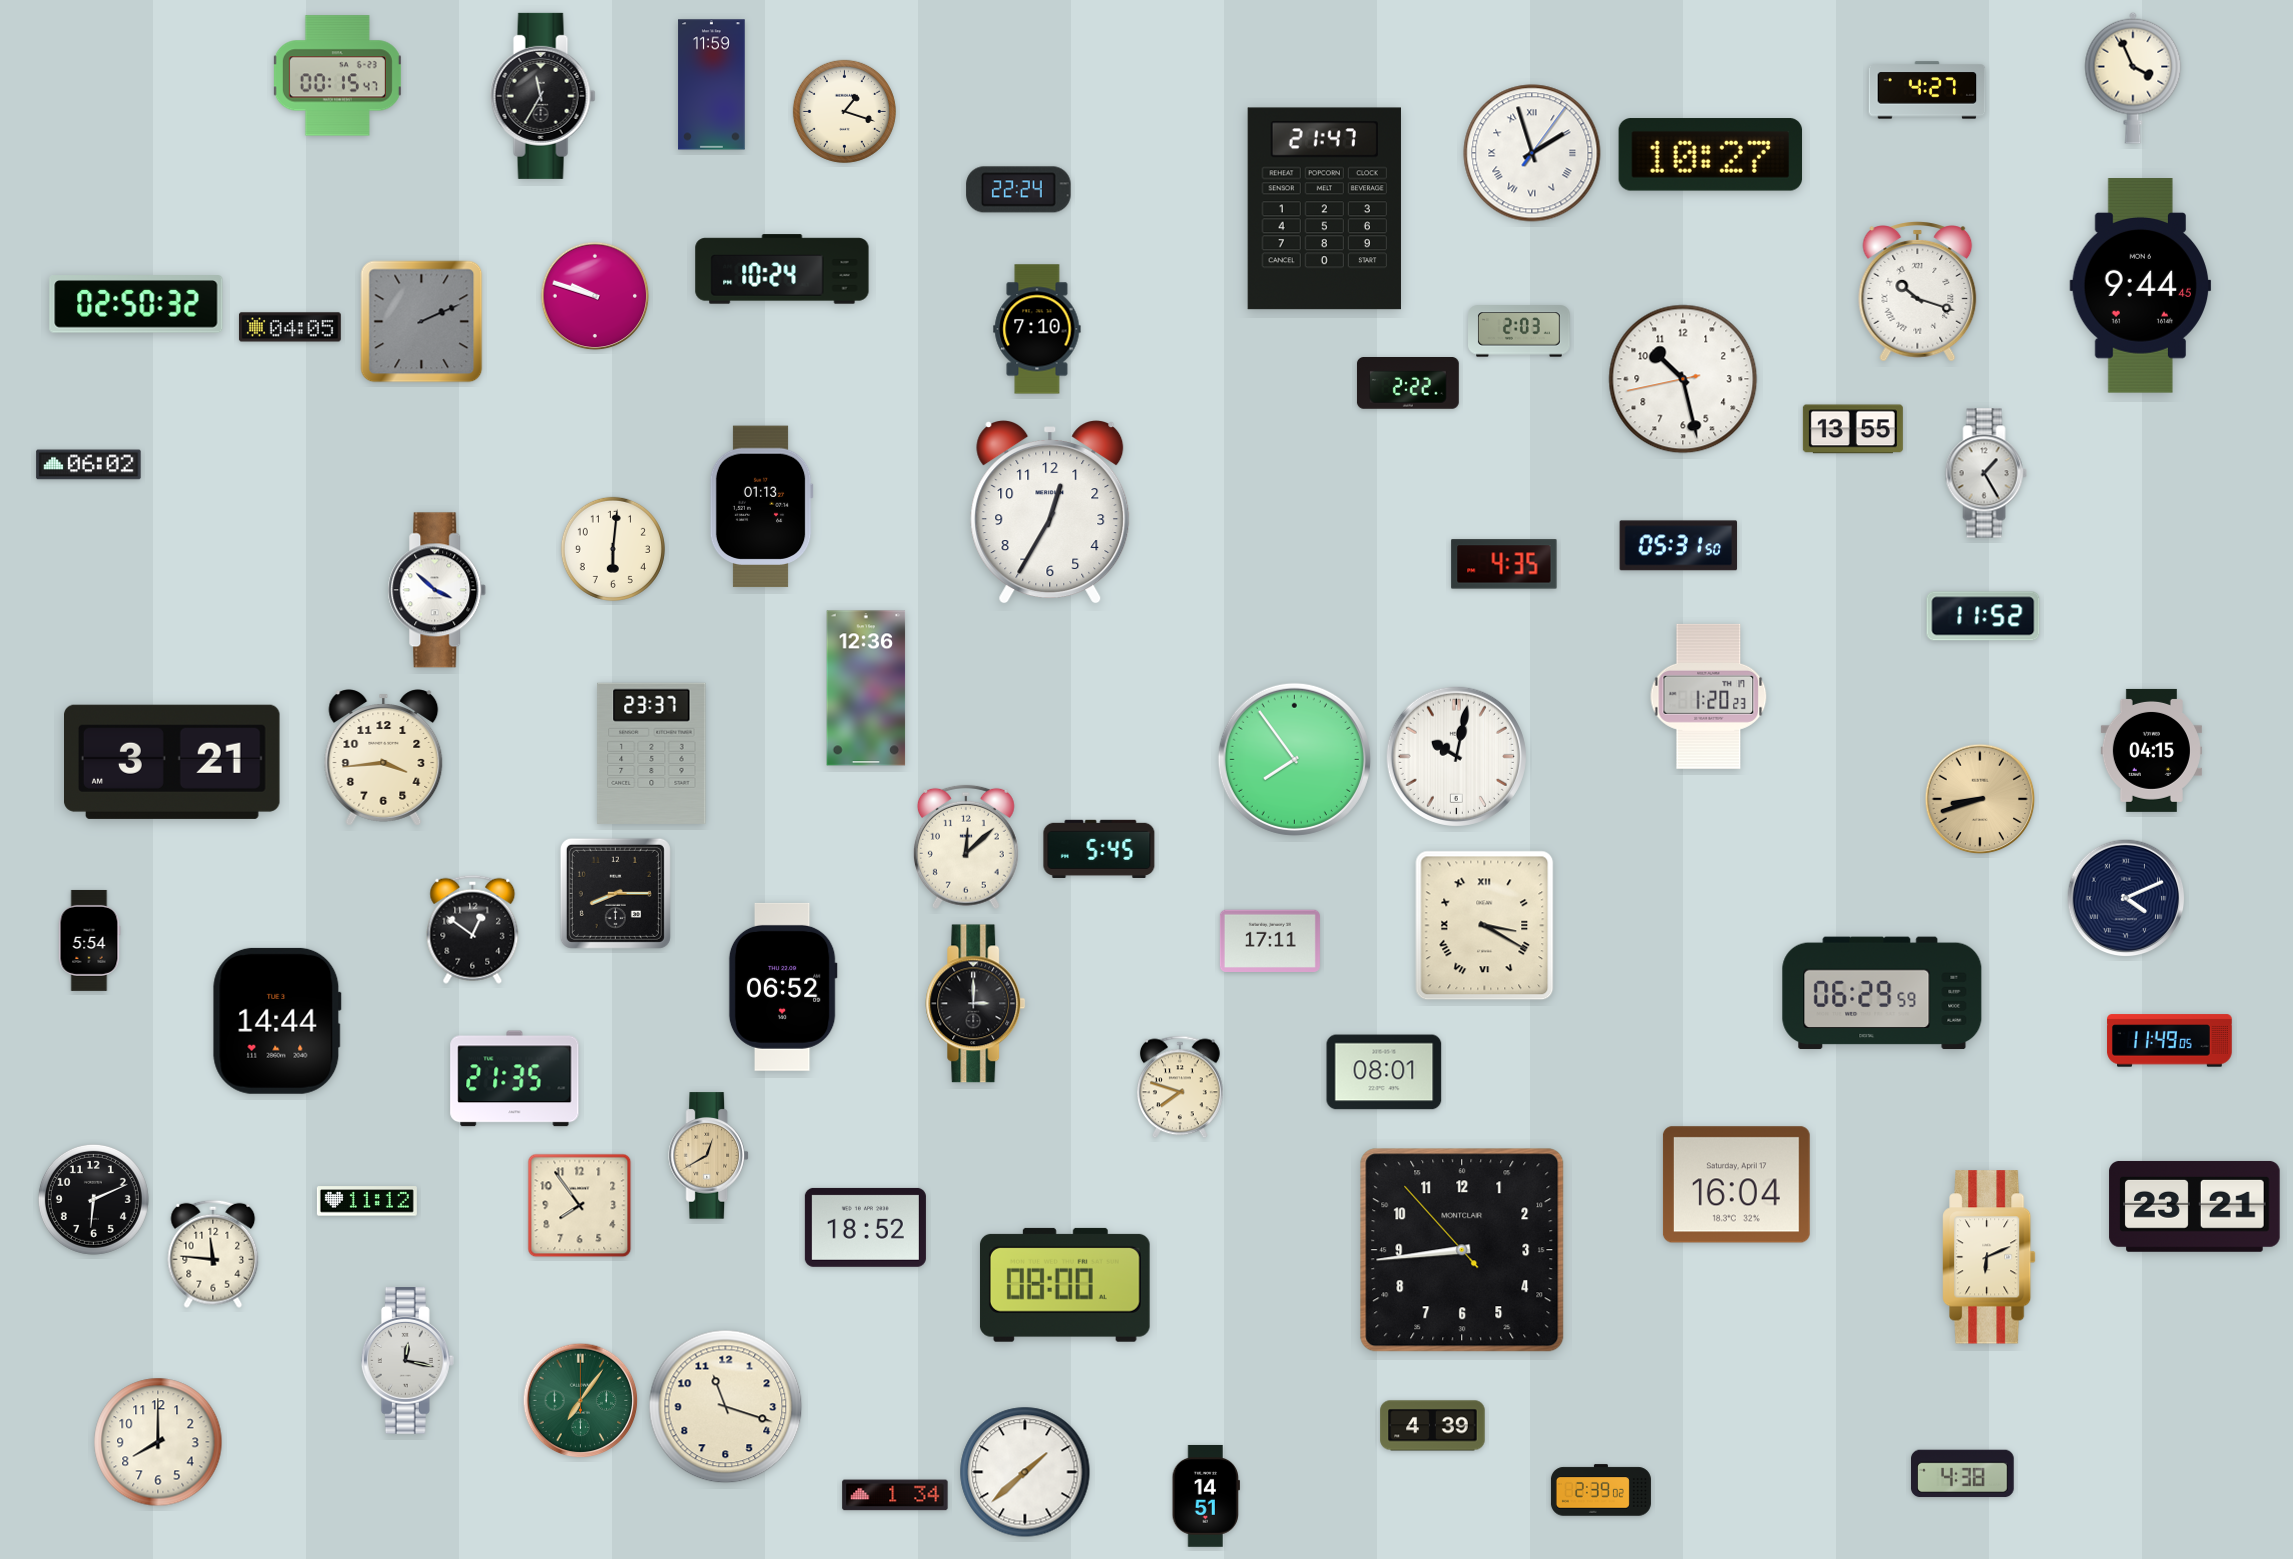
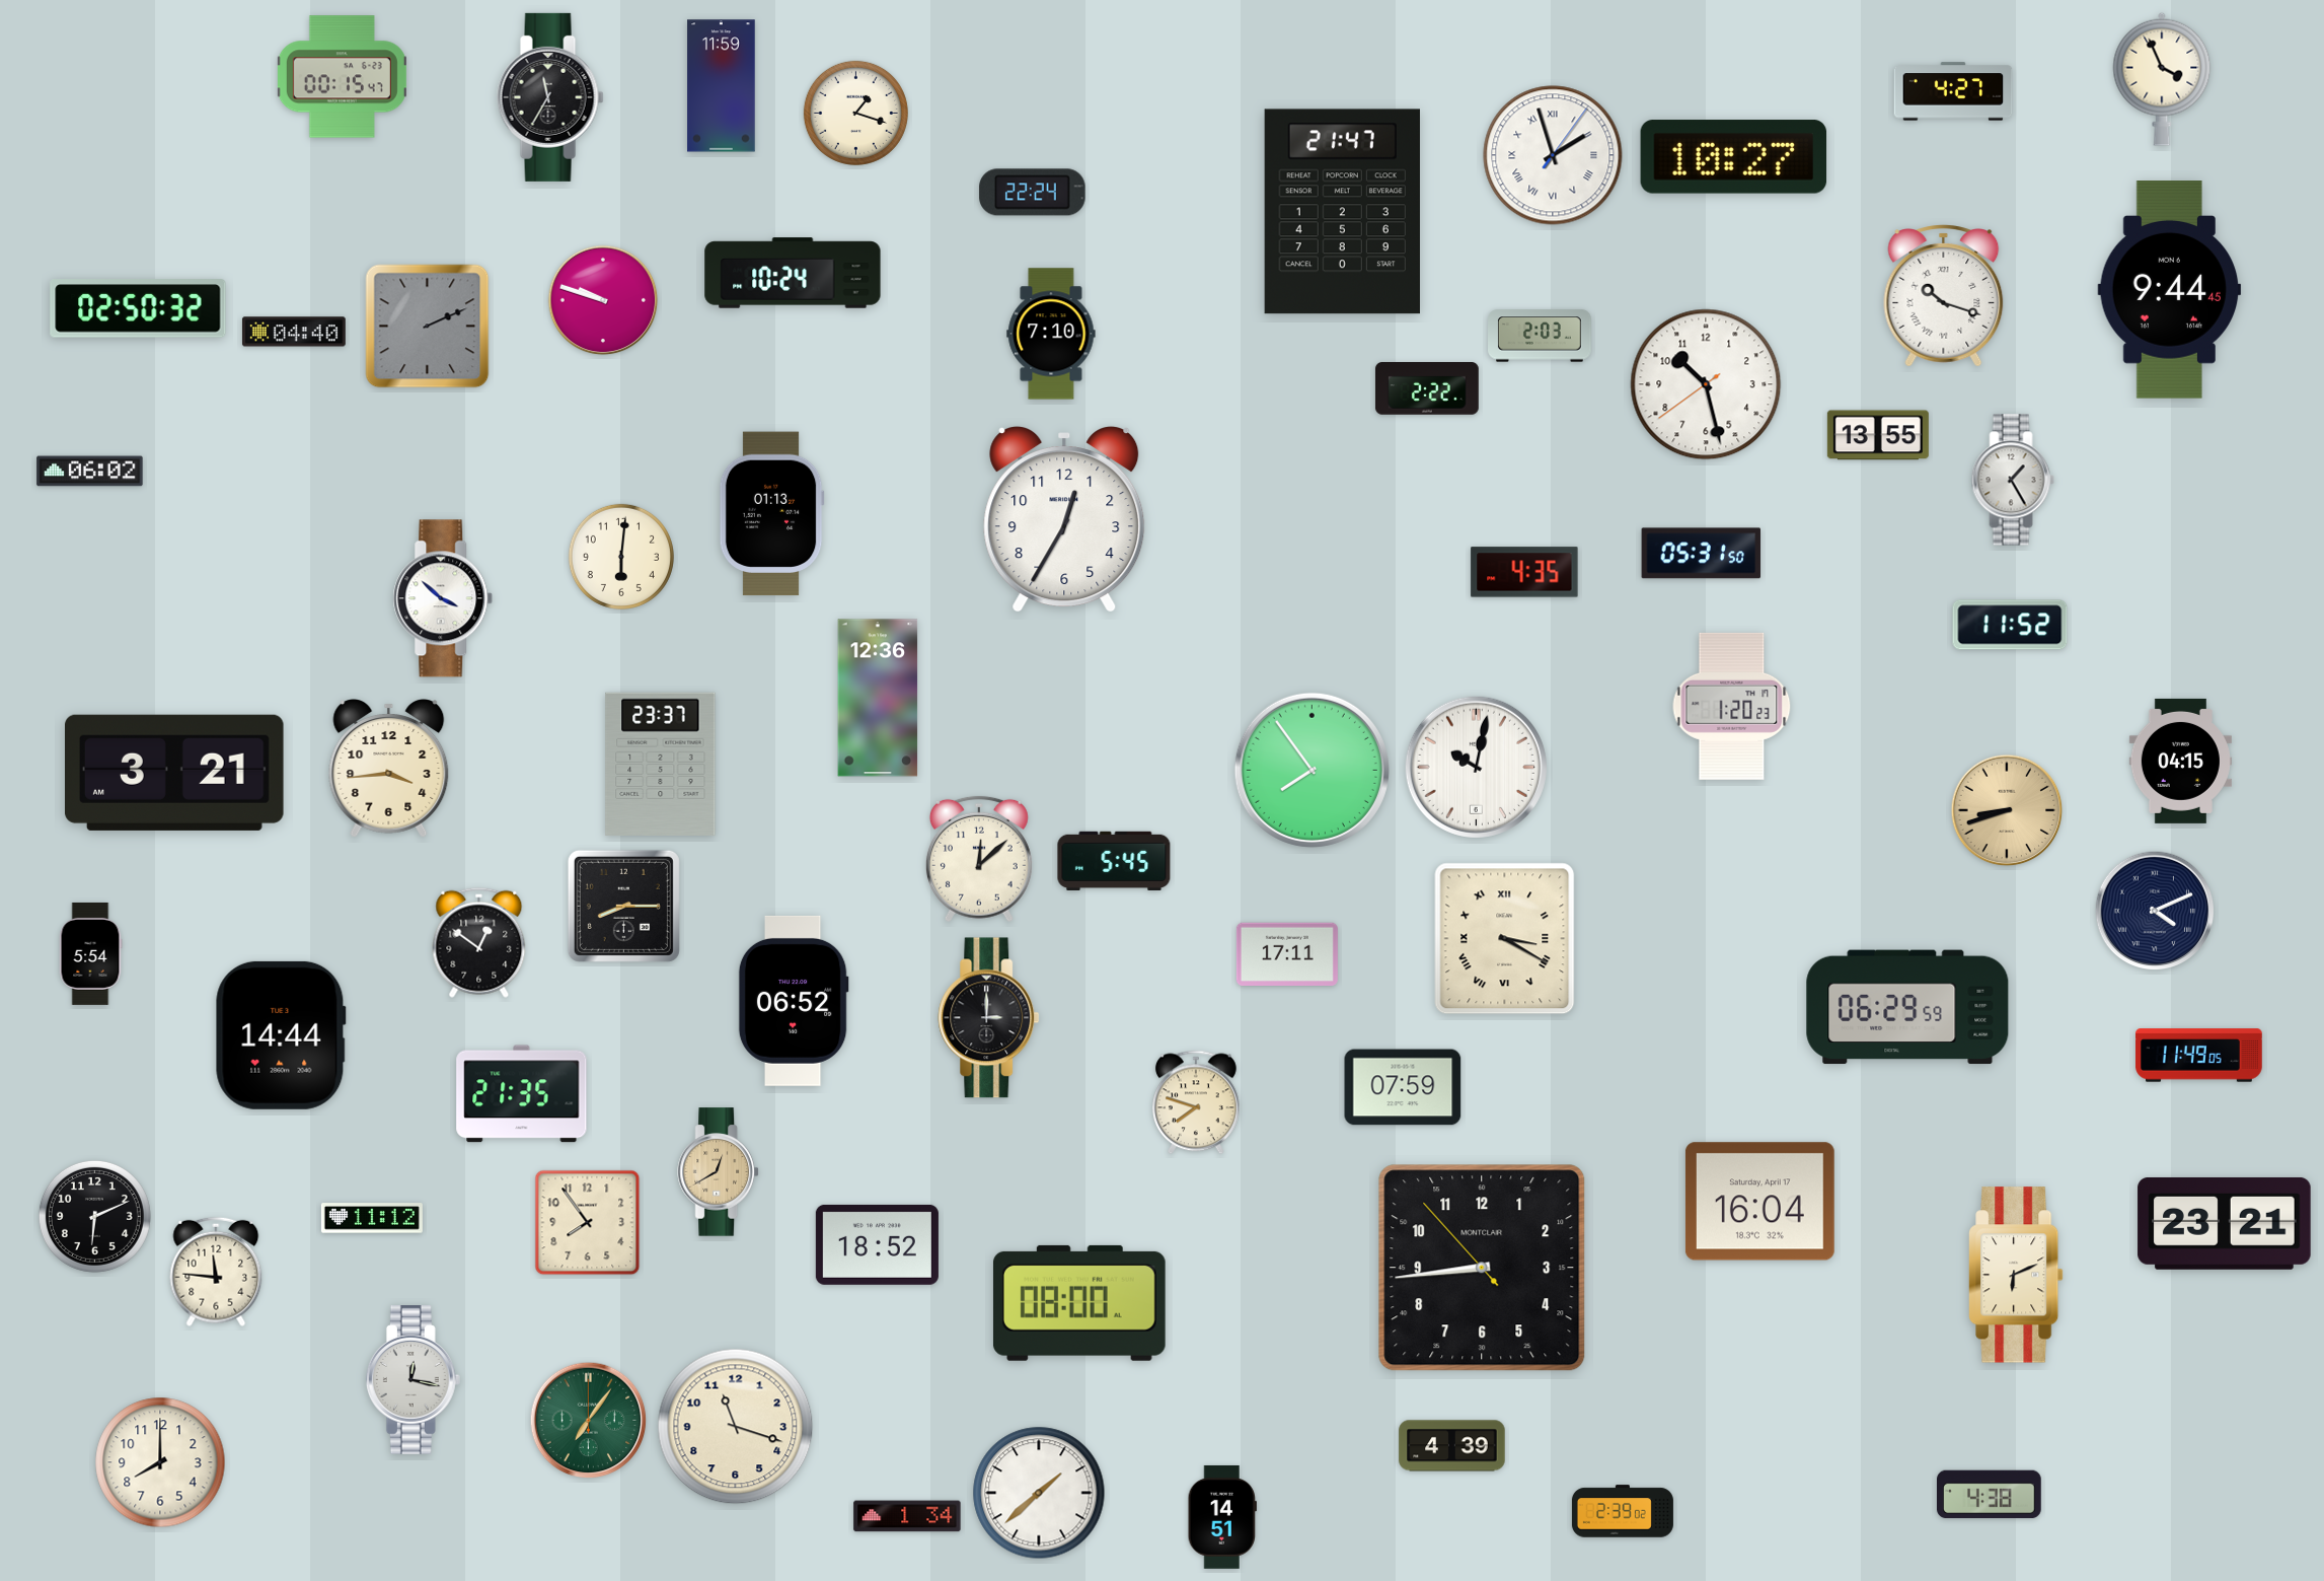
clock at (290, 327): 04:05 -> 04:40
clock at (1683, 379): 10:27:43 -> 10:27:39
clock at (1384, 1072): 08:01 -> 07:59
